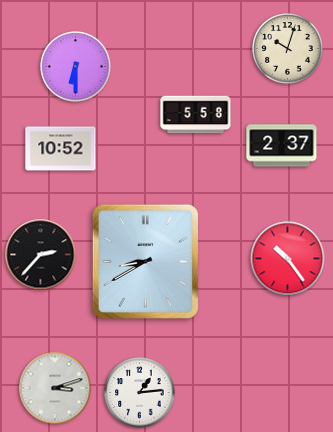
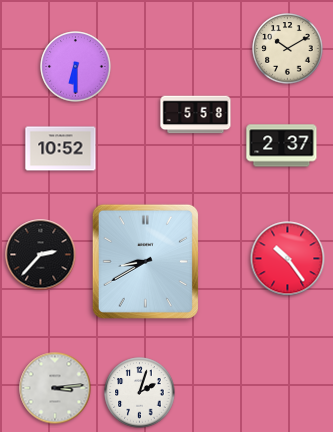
clock at (288, 49): 10:03 -> 10:10
clock at (55, 388): 3:12 -> 3:14
clock at (140, 393): 1:14 -> 2:03
